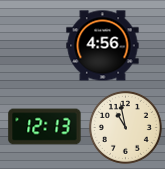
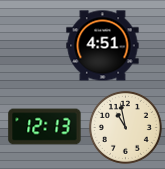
clock at (103, 46): 4:56 -> 4:51
